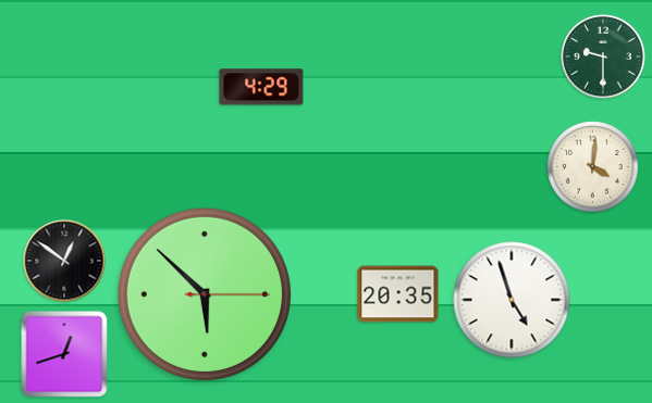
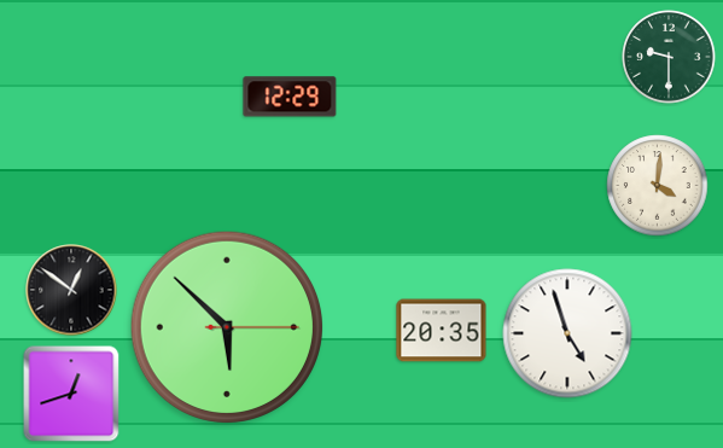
clock at (603, 56) position: (603, 56) -> (669, 57)
clock at (261, 87): 4:29 -> 12:29
clock at (398, 294) position: (398, 294) -> (442, 331)
